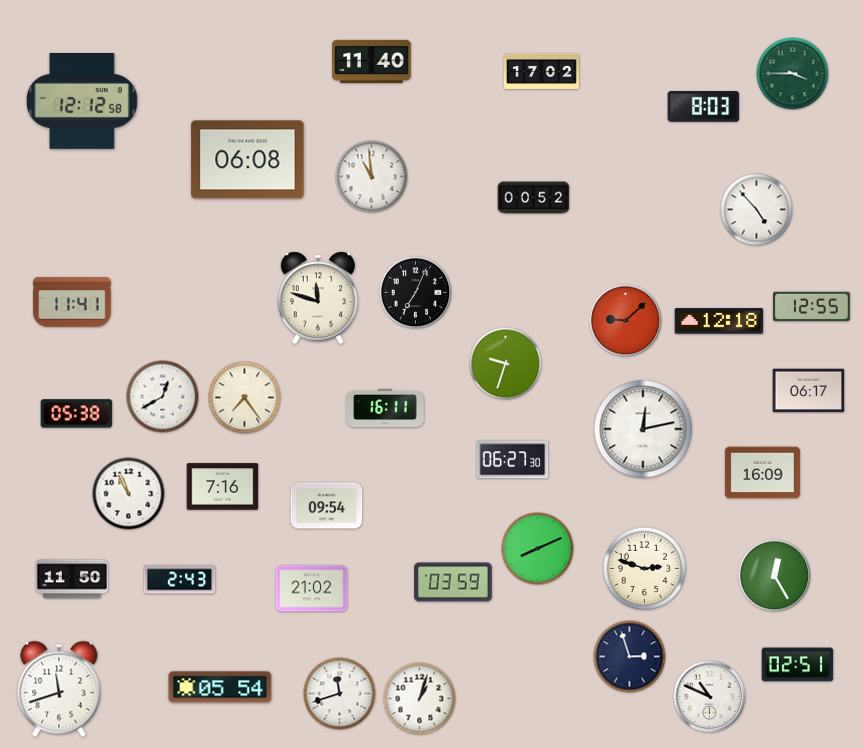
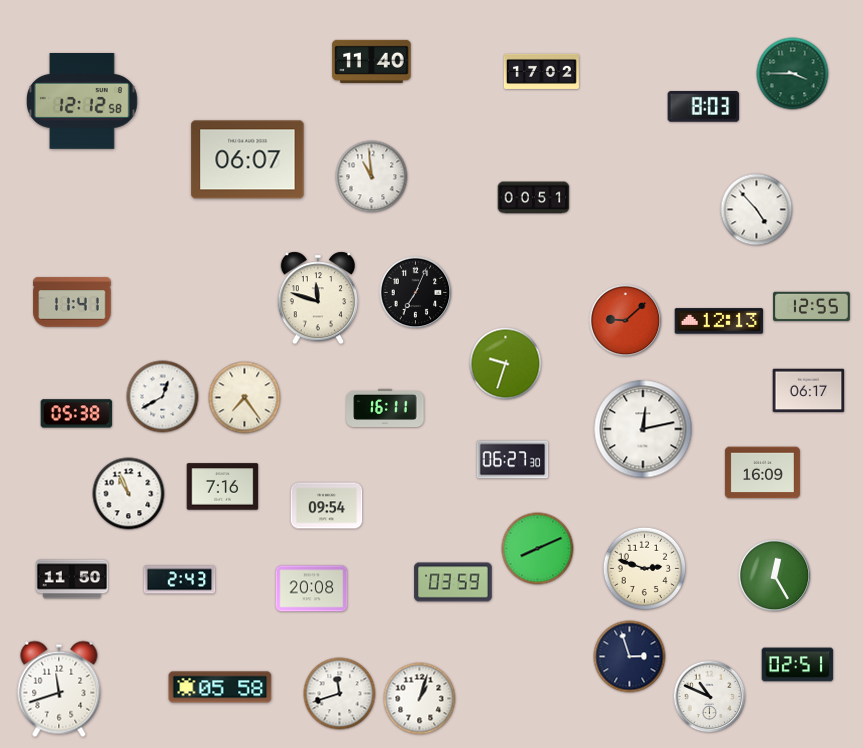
clock at (248, 160): 06:08 -> 06:07
clock at (534, 198): 00:52 -> 00:51
clock at (719, 321): 12:18 -> 12:13
clock at (312, 589): 21:02 -> 20:08
clock at (220, 687): 05:54 -> 05:58
